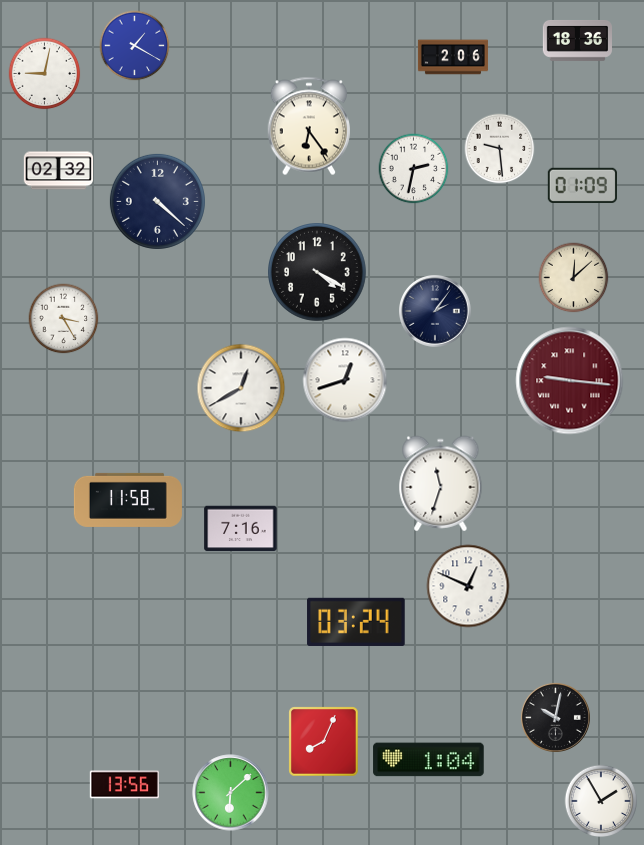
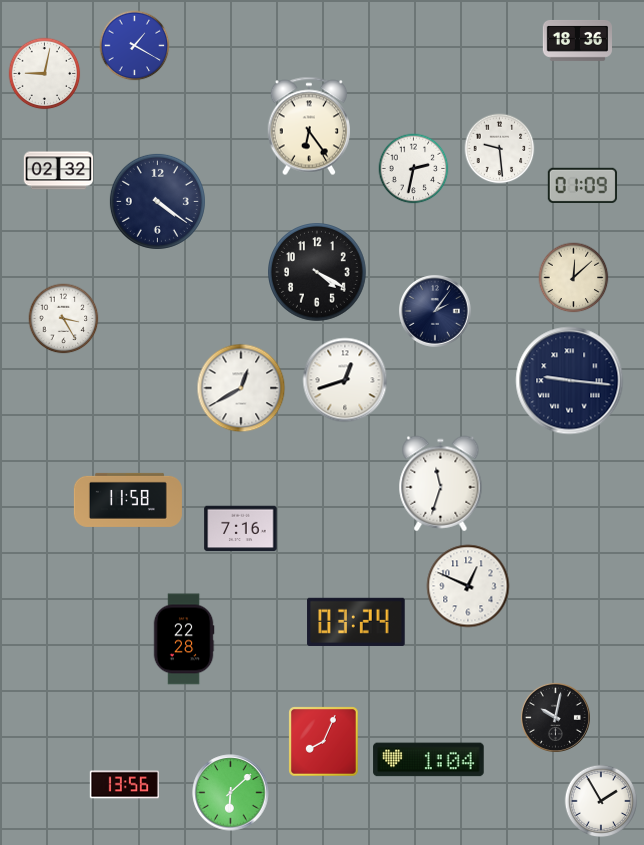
clock at (453, 57): 2:06 -> none
clock at (157, 201): 4:22 -> 4:21
clock at (570, 381) dial: burgundy -> navy
clock at (184, 639): none -> 22:28
